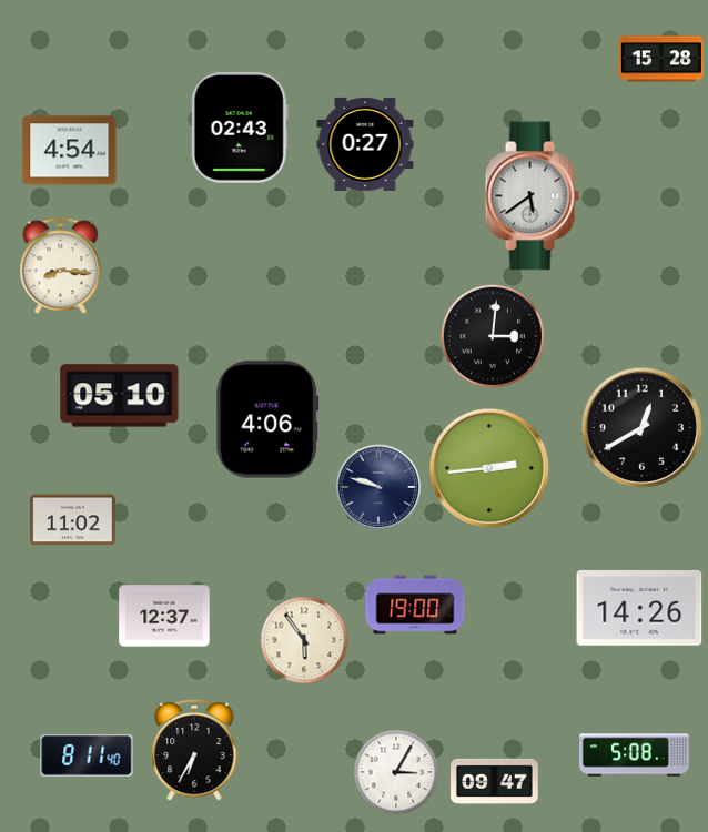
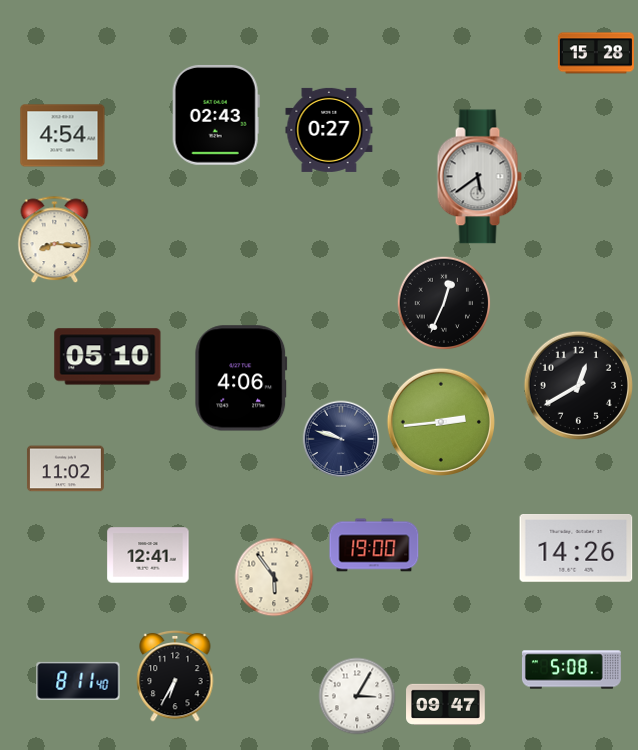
clock at (493, 336): 3:01 -> 12:34
clock at (164, 616): 12:37 -> 12:41
clock at (634, 755) position: (634, 755) -> (571, 670)
